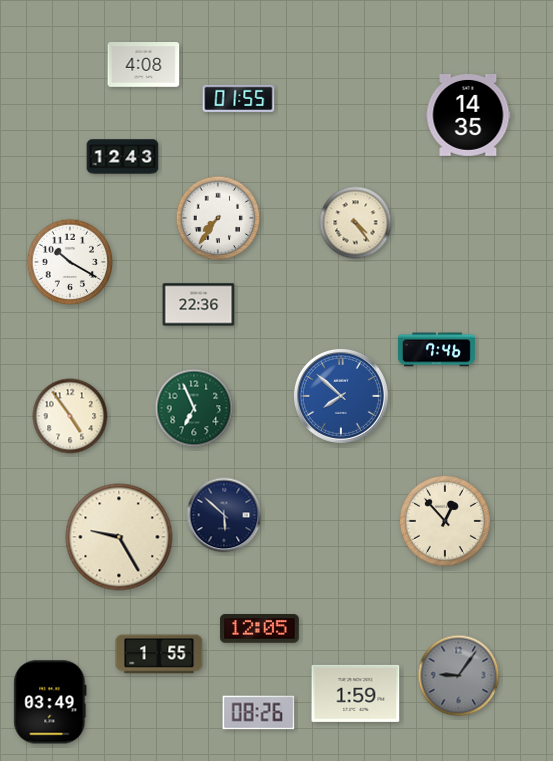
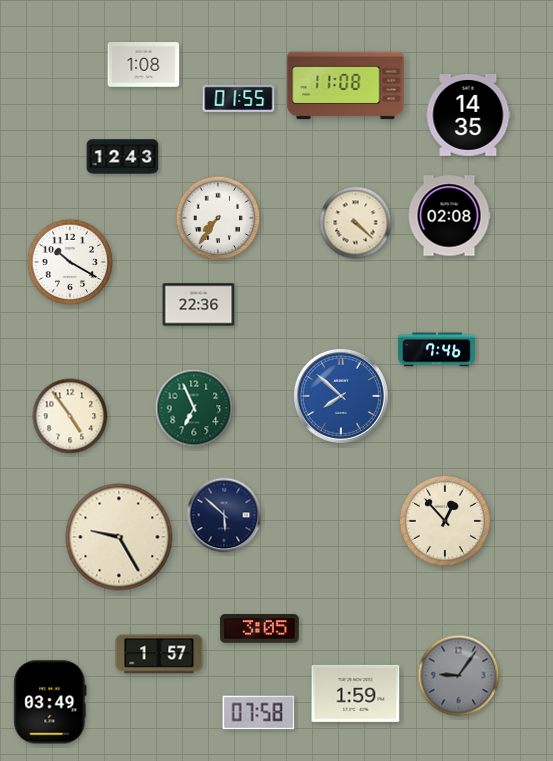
clock at (144, 65): 4:08 -> 1:08
clock at (346, 86): none -> 11:08
clock at (449, 216): none -> 02:08
clock at (356, 223): 4:24 -> 4:22
clock at (260, 629): 12:05 -> 3:05
clock at (159, 654): 1:55 -> 1:57
clock at (259, 713): 08:26 -> 07:58
